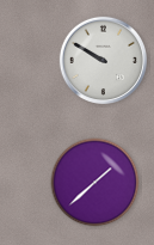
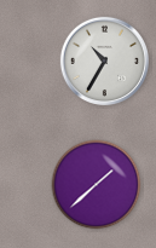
clock at (103, 60): 9:50 -> 10:35
